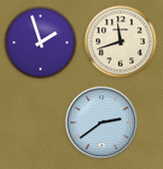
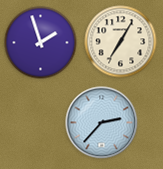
clock at (121, 42): 11:42 -> 7:05
clock at (102, 123): 2:39 -> 2:37
